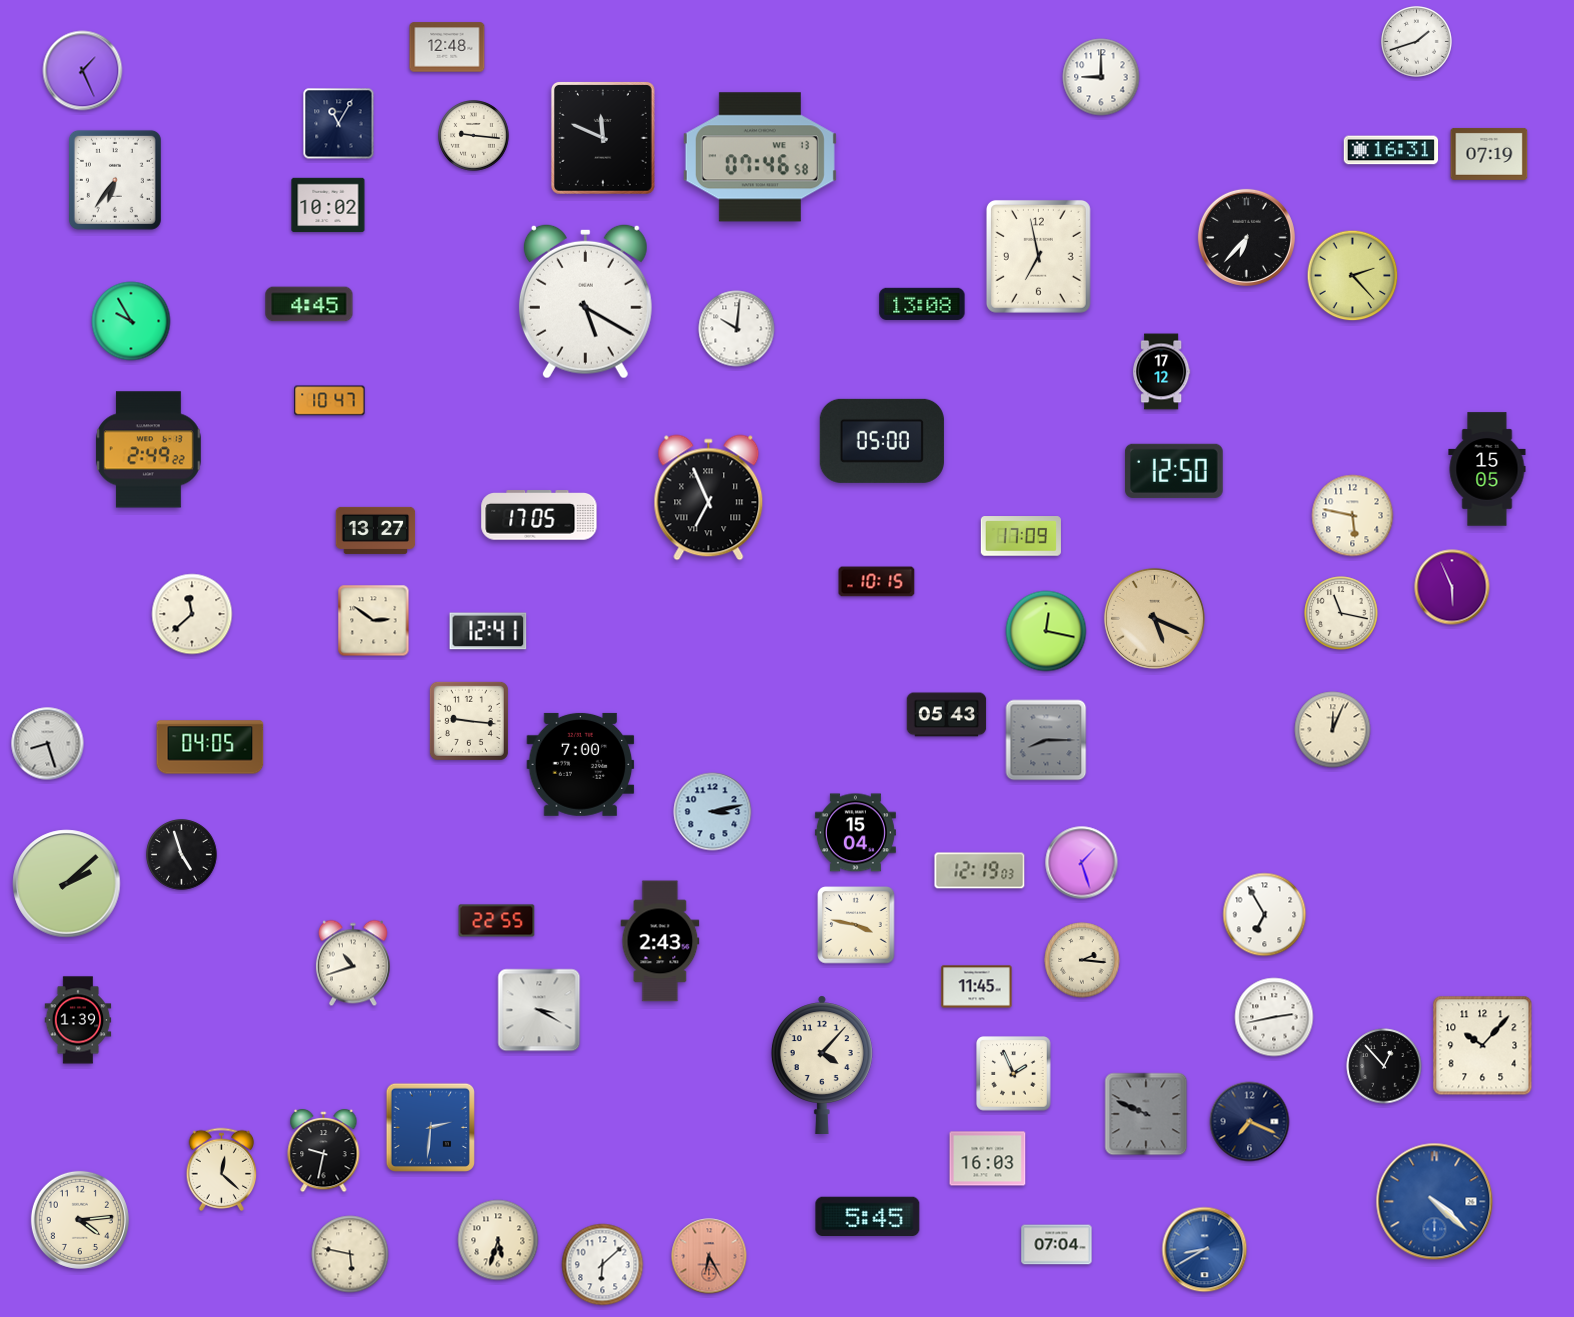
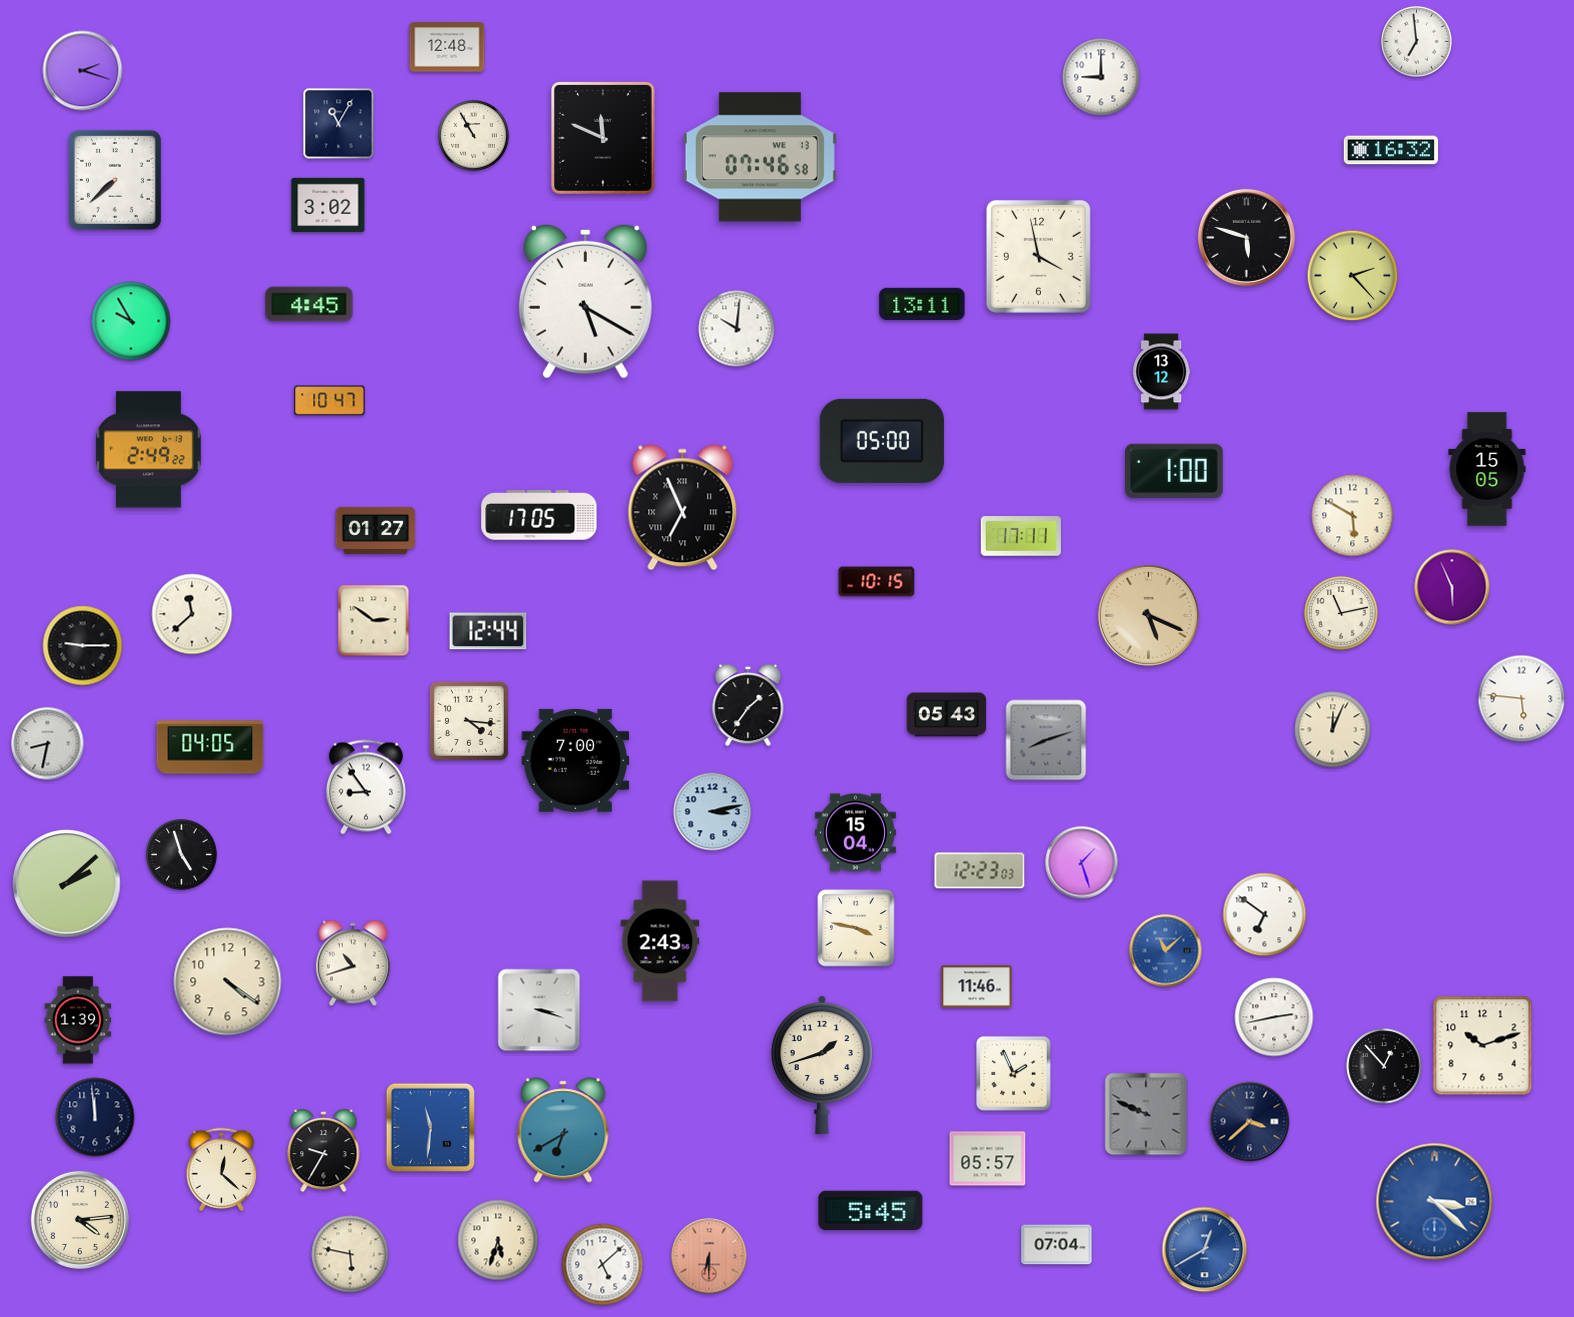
clock at (1417, 42): 1:42 -> 6:59
clock at (83, 71): 1:26 -> 2:18
clock at (474, 136): 9:16 -> 10:55
clock at (1391, 150): 16:31 -> 16:32
clock at (1489, 154): 07:19 -> none
clock at (115, 180): 6:36 -> 7:38
clock at (328, 205): 10:02 -> 3:02
clock at (1246, 237): 6:37 -> 5:48
clock at (1038, 256): 6:58 -> 3:58
clock at (922, 304): 13:08 -> 13:11
clock at (1162, 372): 17:12 -> 13:12
clock at (1174, 471): 12:50 -> 1:00
clock at (709, 498) position: (709, 498) -> (683, 508)
clock at (1353, 516): 5:47 -> 5:50
clock at (376, 530): 13:27 -> 01:27
clock at (1021, 536): 17:09 -> 17:11
clock at (1341, 613): 11:17 -> 11:13
clock at (1154, 618) position: (1154, 618) -> (1148, 615)
clock at (488, 631): 12:41 -> 12:44
clock at (1046, 631): 12:17 -> none
clock at (83, 646): none -> 9:15
clock at (1522, 699): none -> 5:46
clock at (748, 705): none -> 1:36
clock at (469, 721): 9:16 -> 4:16
clock at (1046, 740): 8:15 -> 8:12
clock at (48, 744): 8:27 -> 8:32
clock at (581, 764) position: (581, 764) -> (576, 760)
clock at (366, 787): none -> 8:54
clock at (980, 871): 12:19 -> 12:23
clock at (1265, 915): 6:55 -> 6:51
clock at (497, 921): 22:55 -> none
clock at (856, 925) position: (856, 925) -> (856, 928)
clock at (1166, 951): none -> 11:08
clock at (1082, 960): 2:16 -> none
clock at (228, 982): none -> 4:21
clock at (977, 987): 11:45 -> 11:46
clock at (539, 1010): 3:20 -> 3:18
clock at (1483, 1046): 10:07 -> 10:12
clock at (822, 1064): 4:07 -> 1:42
clock at (95, 1117): none -> 11:59
clock at (1250, 1122): 7:19 -> 3:38
clock at (430, 1127): 2:31 -> 11:31
clock at (563, 1130): none -> 6:40
clock at (324, 1151): 9:32 -> 9:35
clock at (988, 1159): 16:03 -> 05:57
clock at (1435, 1202): 4:22 -> 3:22
clock at (868, 1216) position: (868, 1216) -> (871, 1210)
clock at (1205, 1250): 8:40 -> 12:40
clock at (709, 1256): 6:25 -> 6:30
clock at (603, 1265): 6:08 -> 5:08
